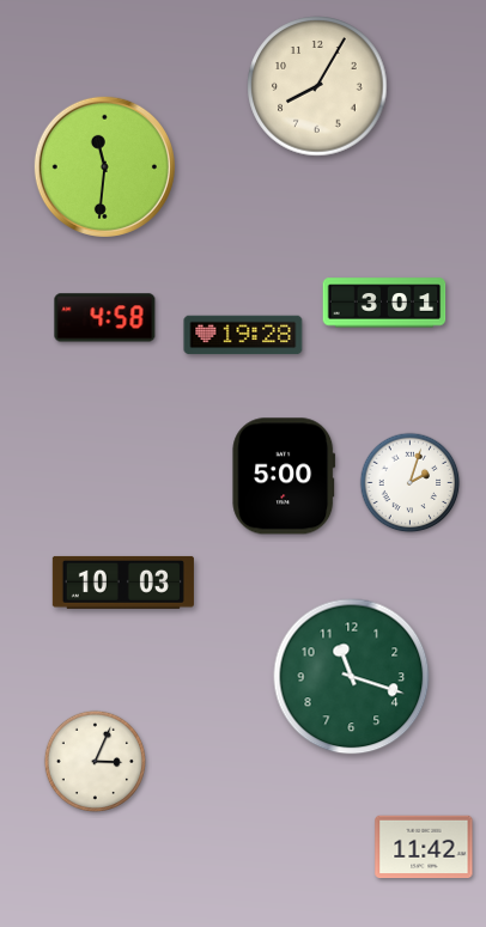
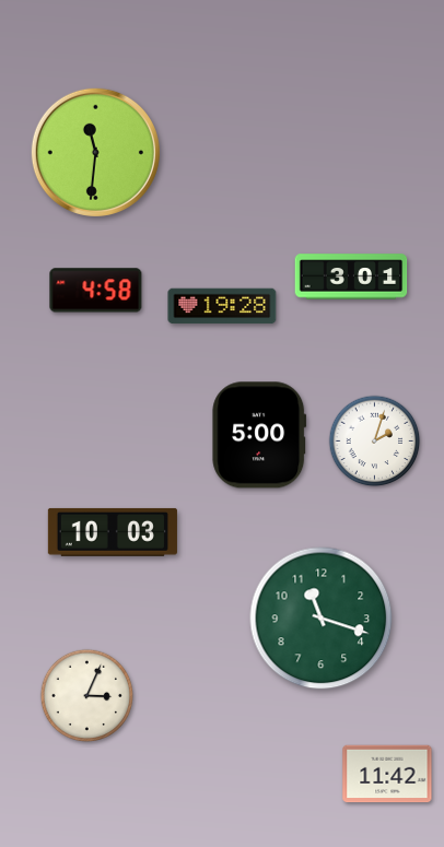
clock at (317, 86): 8:05 -> none
